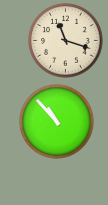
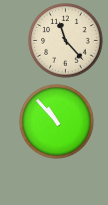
clock at (66, 41): 11:18 -> 11:23
